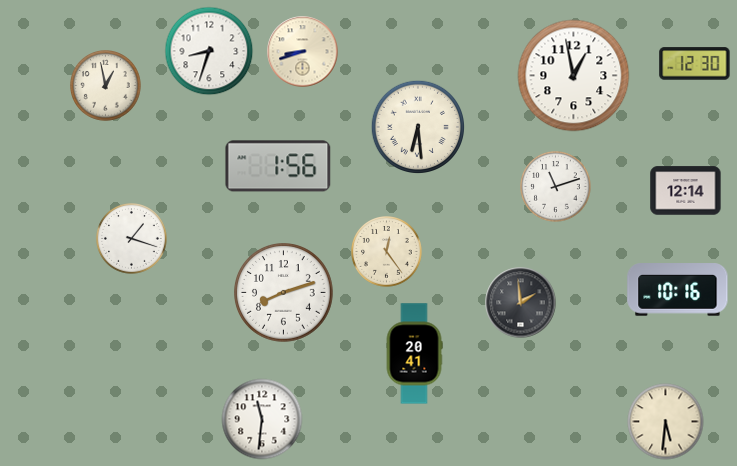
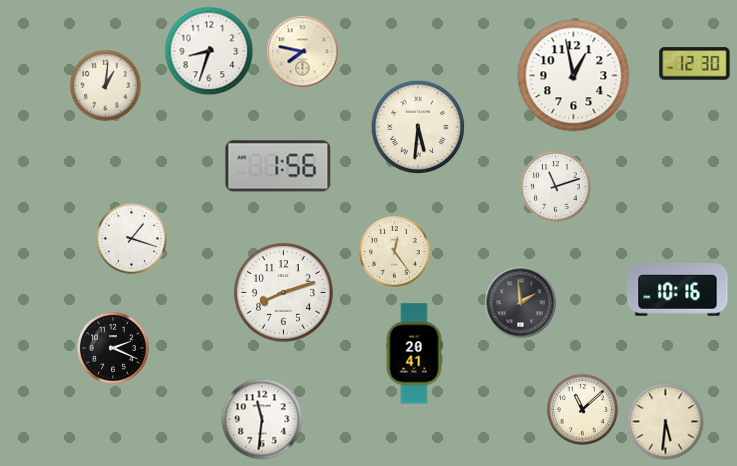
clock at (303, 52): 8:42 -> 7:47
clock at (106, 86): 12:58 -> 1:01
clock at (417, 126): 6:29 -> 5:31
clock at (686, 191): 12:14 -> none
clock at (387, 252) position: (387, 252) -> (395, 252)
clock at (113, 348): none -> 2:19
clock at (583, 410): none -> 11:08
